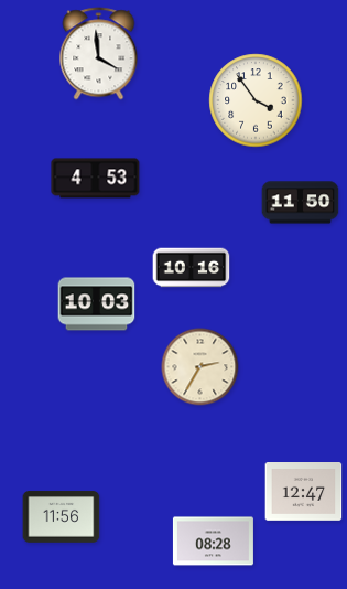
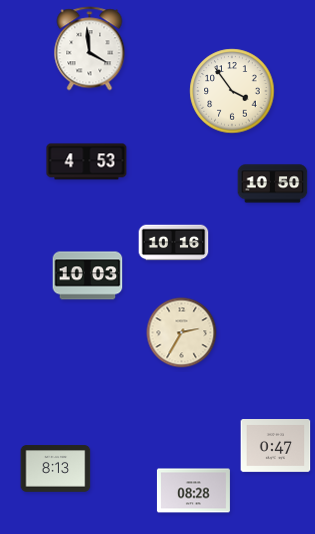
clock at (301, 203): 11:50 -> 10:50
clock at (304, 492): 12:47 -> 0:47
clock at (62, 517): 11:56 -> 8:13
